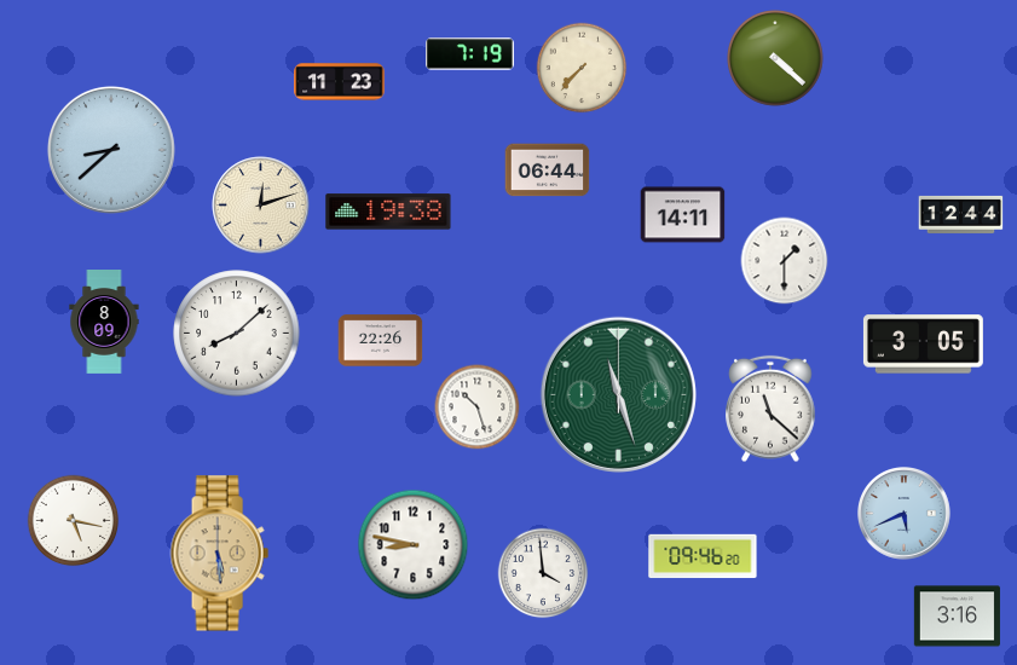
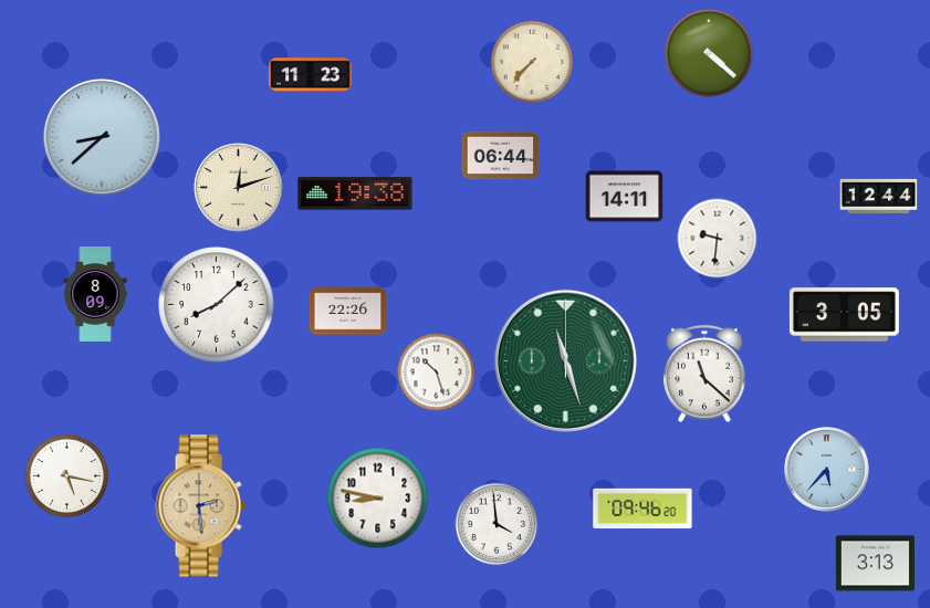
clock at (470, 54): 7:19 -> none
clock at (785, 261): 1:30 -> 9:31
clock at (905, 514): 5:41 -> 5:37
clock at (219, 554): 5:29 -> 2:29
clock at (957, 617): 3:16 -> 3:13
